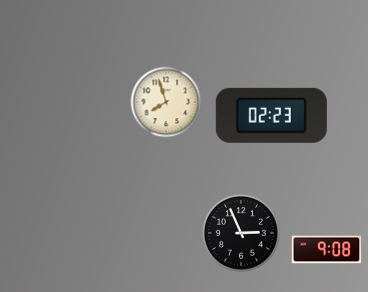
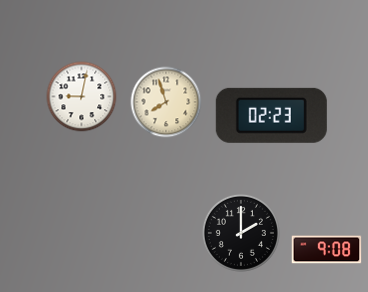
clock at (82, 97): none -> 9:02
clock at (241, 233): 2:56 -> 2:00
